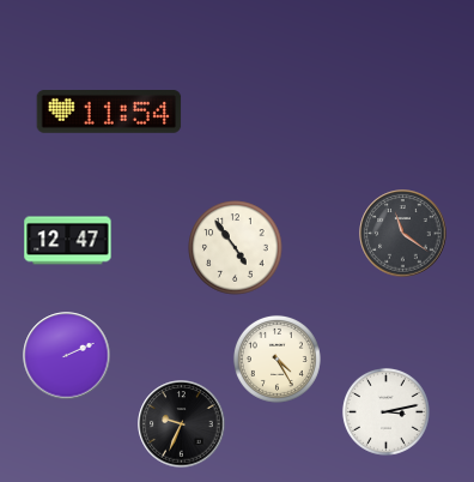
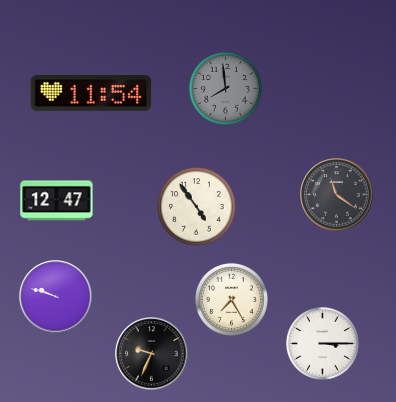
clock at (225, 88): none -> 7:59
clock at (67, 356): 2:11 -> 9:48
clock at (276, 359): 4:25 -> 7:25
clock at (385, 411): 3:13 -> 3:15
